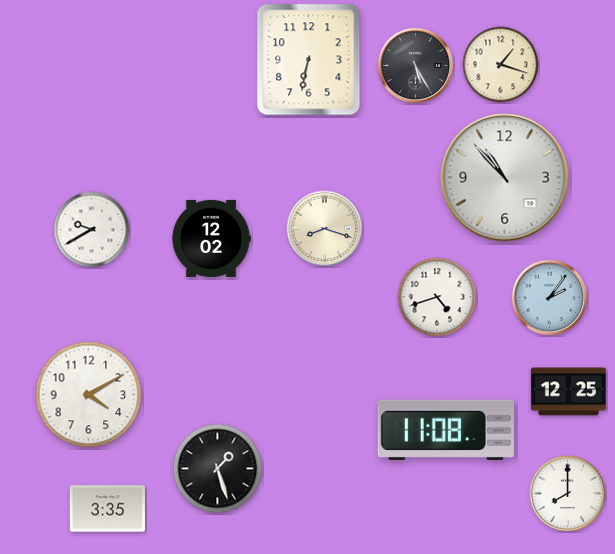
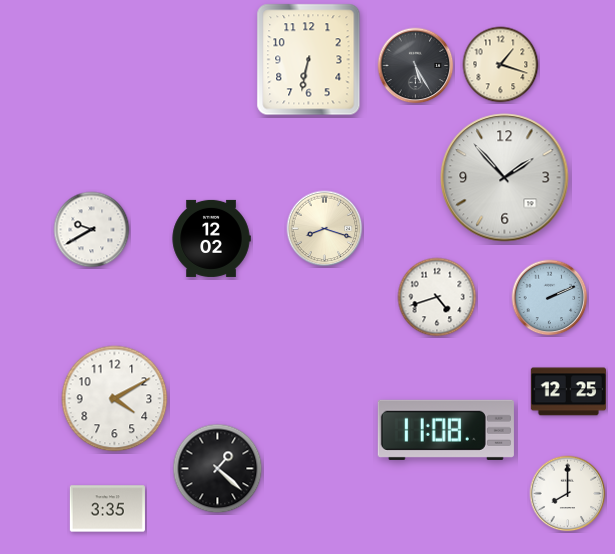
clock at (505, 178): 10:53 -> 1:53
clock at (550, 298): 2:06 -> 2:11
clock at (89, 395) position: (89, 395) -> (115, 399)
clock at (218, 469): 1:27 -> 1:22
